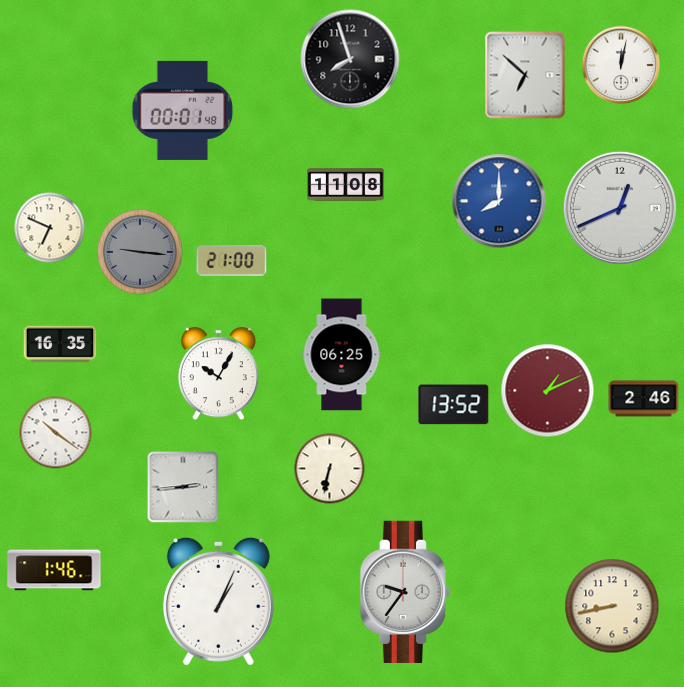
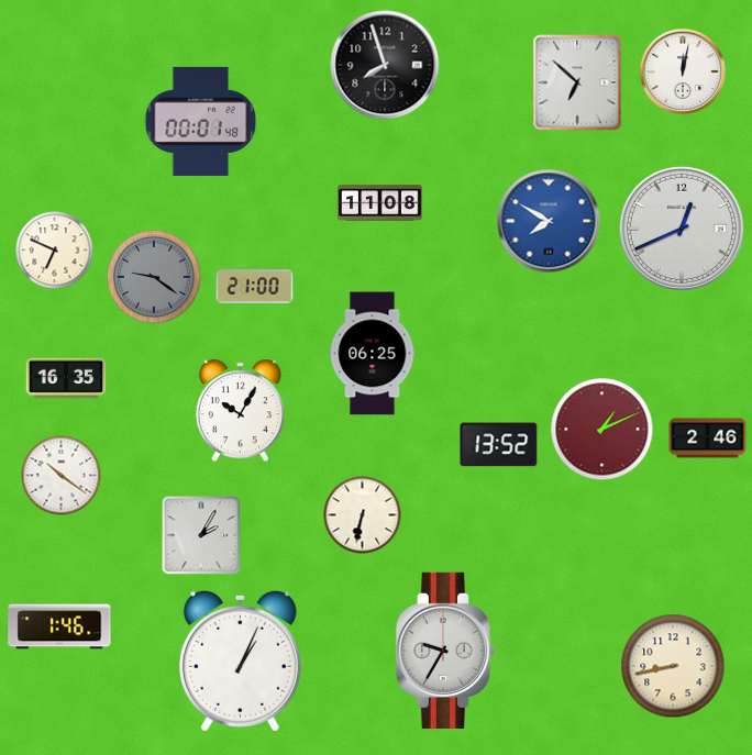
clock at (499, 201): 8:00 -> 7:50
clock at (140, 252): 9:16 -> 9:21
clock at (342, 355) position: (342, 355) -> (373, 354)
clock at (183, 487): 2:44 -> 2:05
clock at (404, 592): 9:36 -> 9:35
